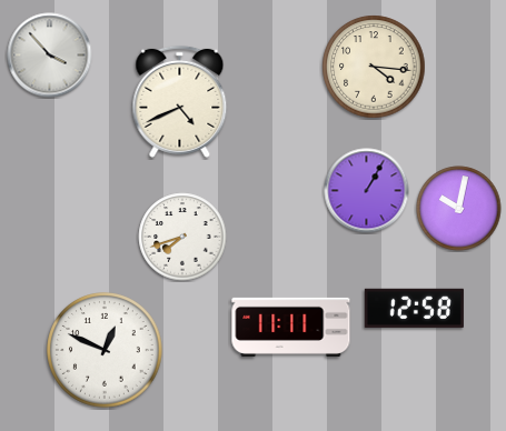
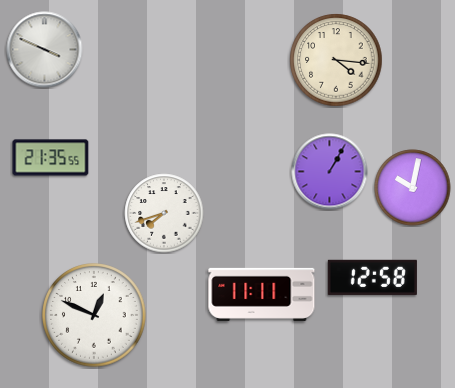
clock at (50, 56): 3:53 -> 3:49
clock at (180, 101): 4:41 -> none
clock at (51, 158): none -> 21:35
